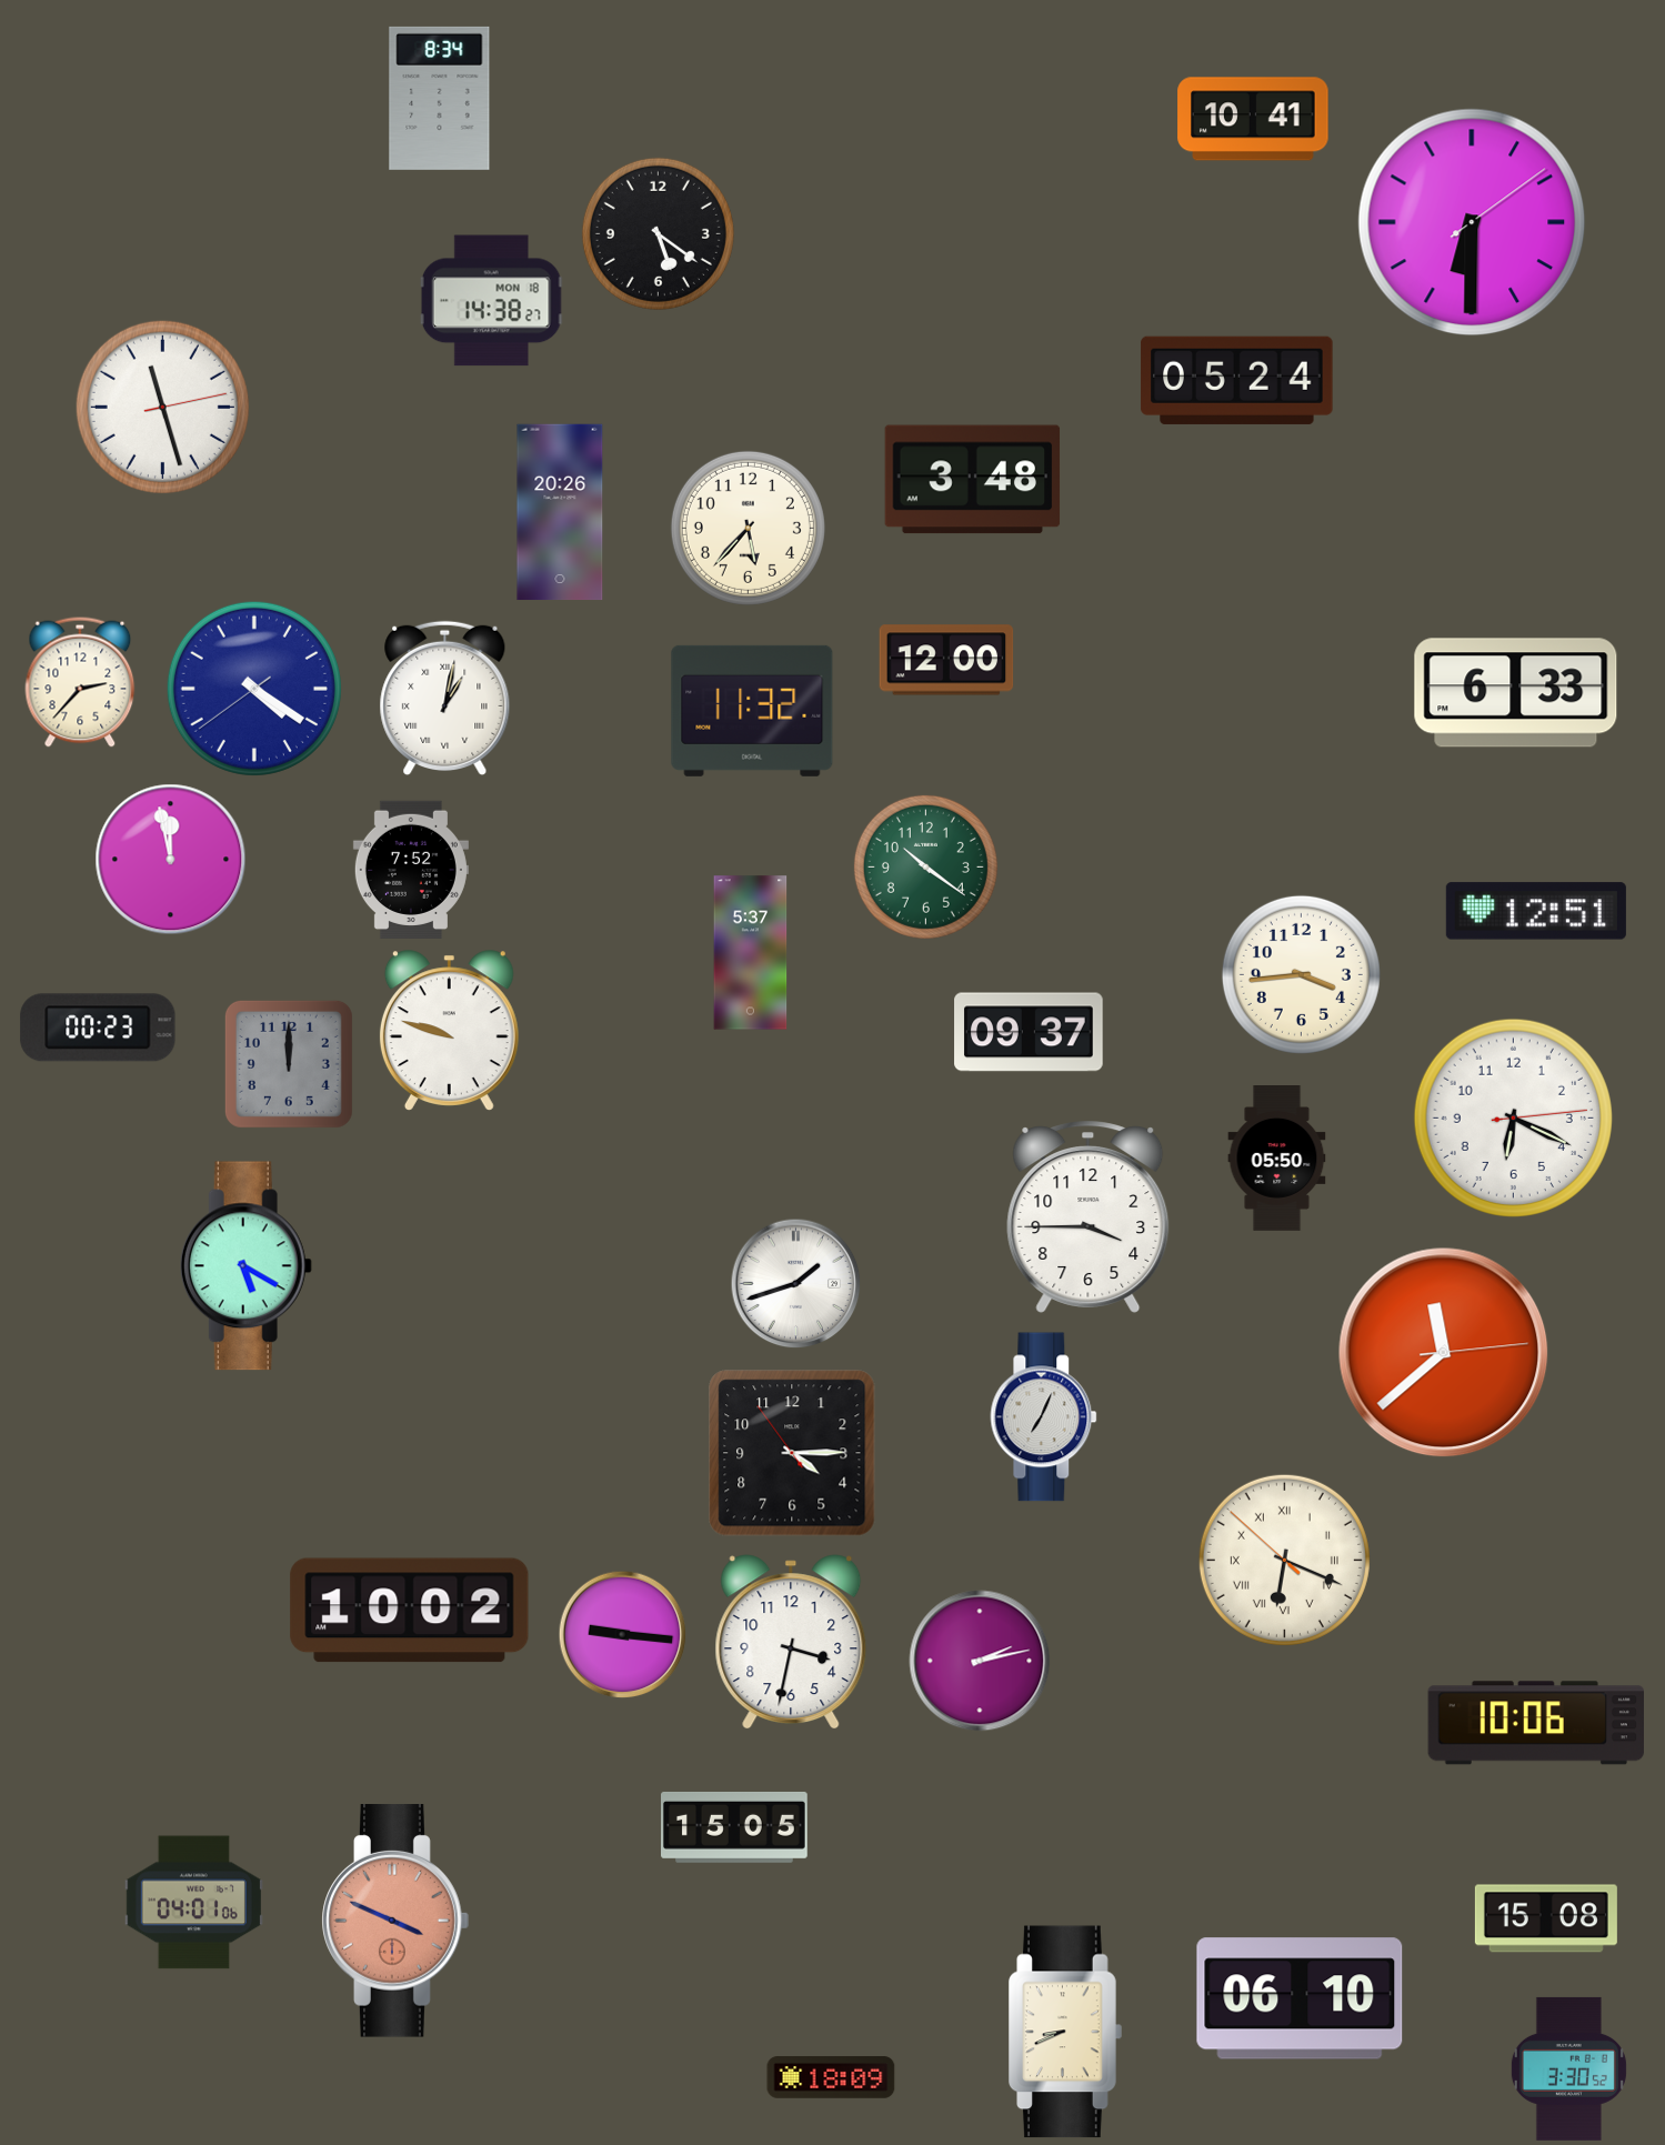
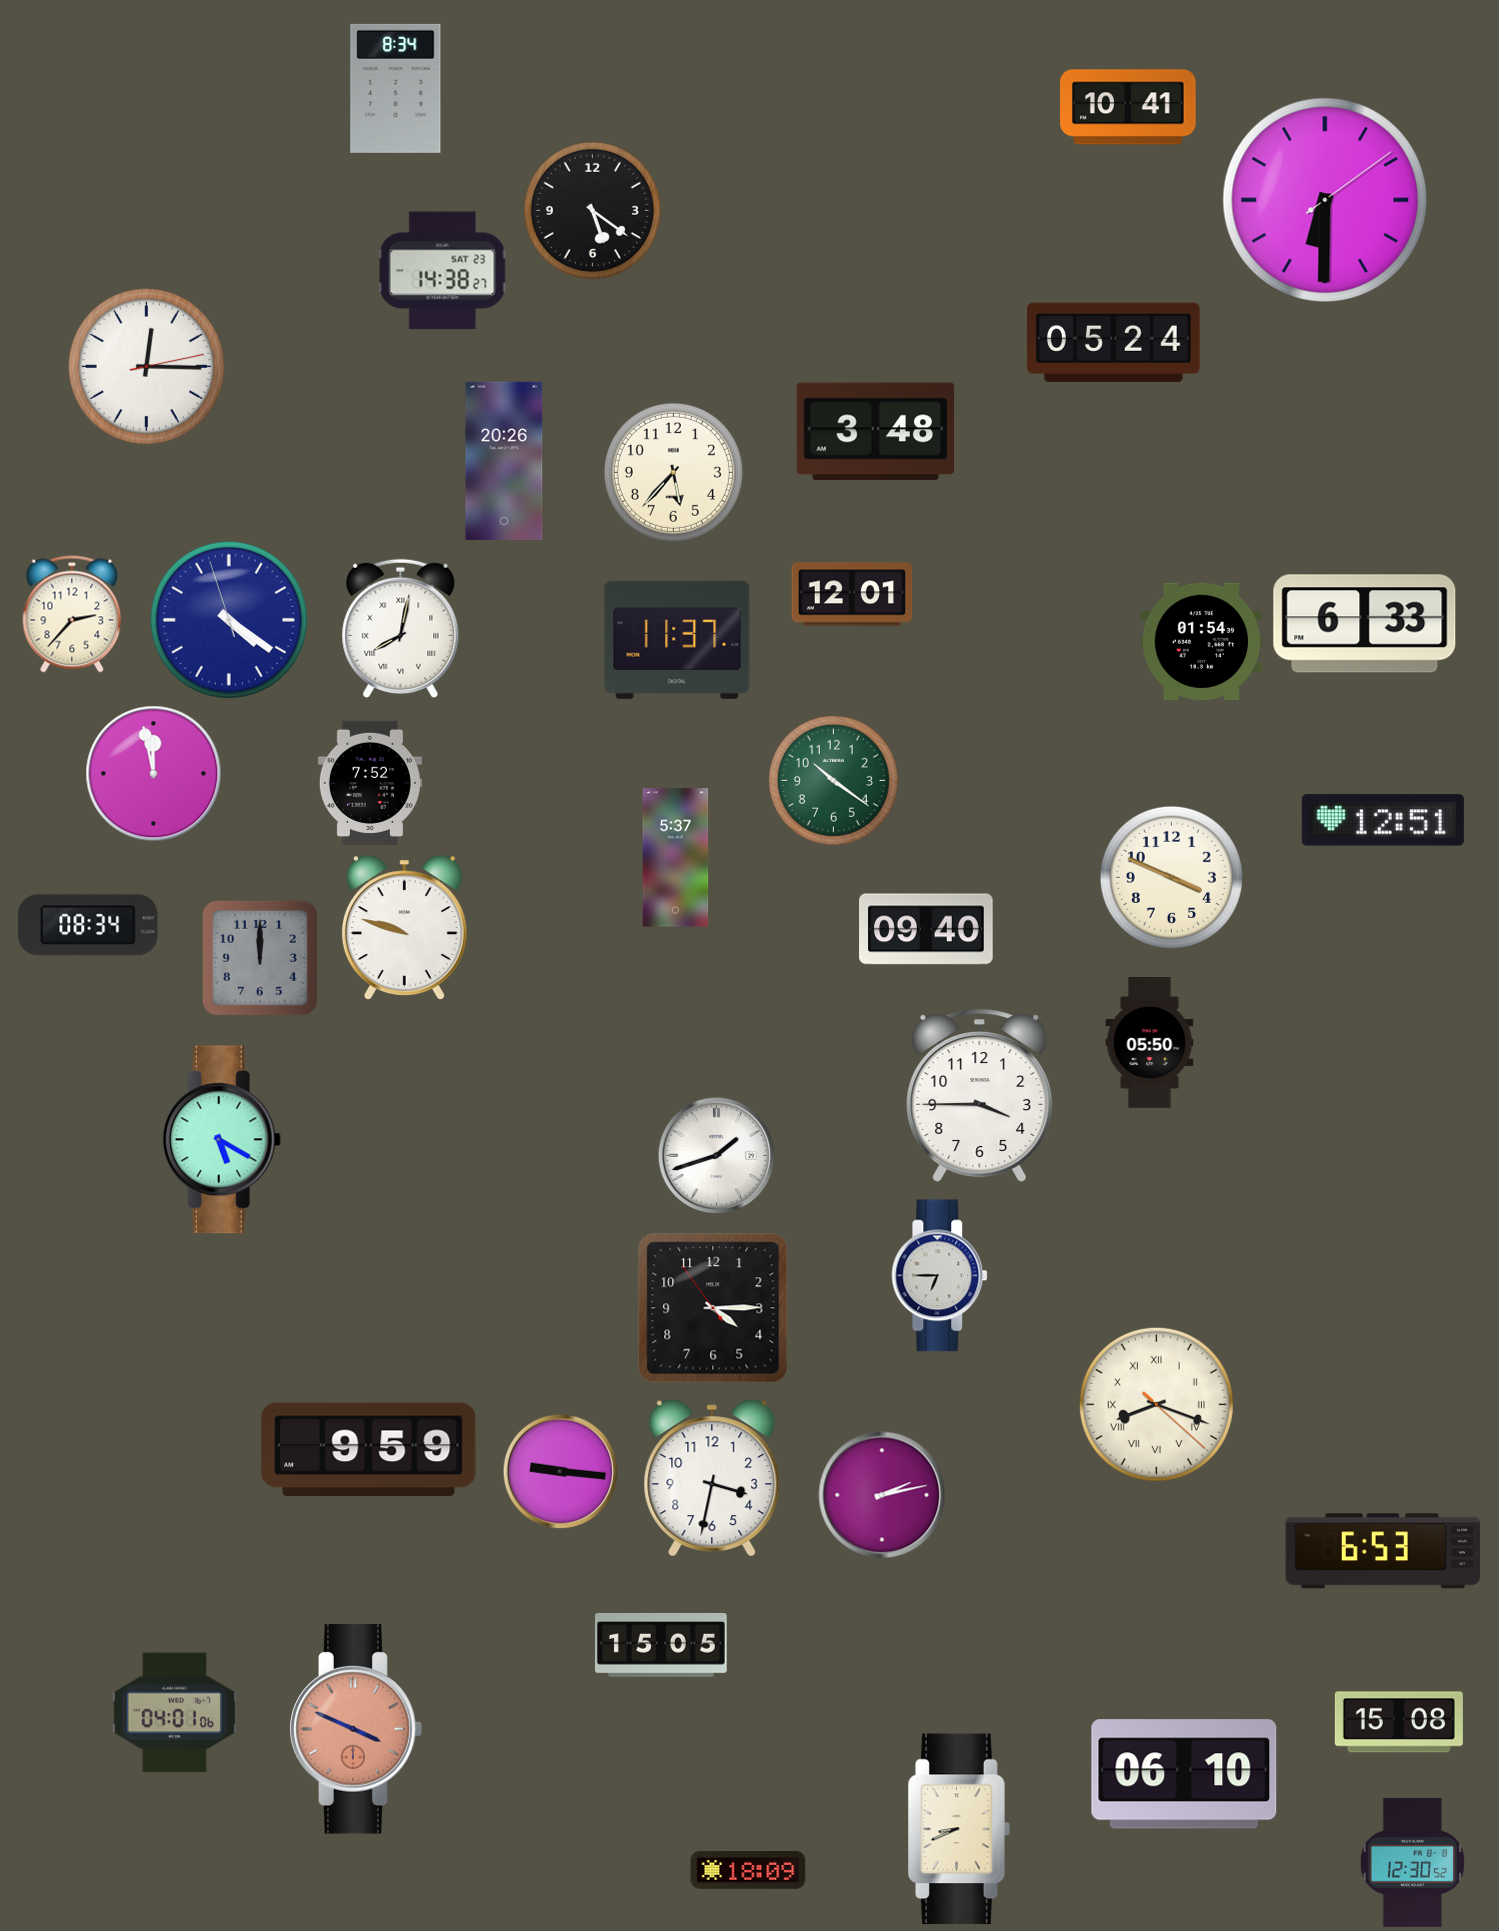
clock at (491, 301) date: MON 18 -> SAT 23
clock at (162, 407): 11:27 -> 12:15
clock at (748, 528) position: (748, 528) -> (673, 472)
clock at (946, 660): 12:00 -> 12:01
clock at (254, 689): 4:20:39 -> 4:20:57
clock at (445, 698): 1:02 -> 8:02
clock at (752, 711): 11:32 -> 11:37
clock at (1202, 641): none -> 01:54
clock at (1301, 974): 3:44 -> 3:49
clock at (98, 1028): 00:23 -> 08:34
clock at (1029, 1032): 09:37 -> 09:40
clock at (1513, 1117): 6:19 -> none
clock at (1444, 1353): 11:38 -> none
clock at (1044, 1417): 7:04 -> 6:45
clock at (1284, 1560): 6:18 -> 8:18
clock at (410, 1611): 10:02 -> 9:59
clock at (1536, 1723): 10:06 -> 6:53
clock at (1546, 1918) position: (1546, 1918) -> (1399, 1722)
clock at (1300, 1998) position: (1300, 1998) -> (1184, 1774)
clock at (1568, 2068): 3:30 -> 12:30
